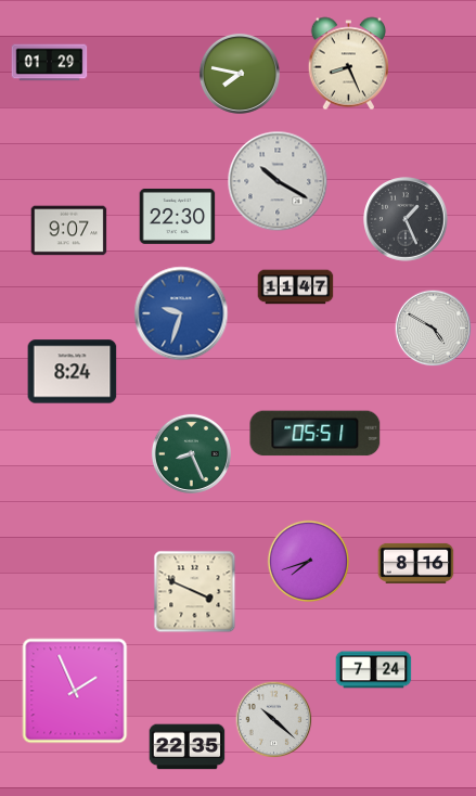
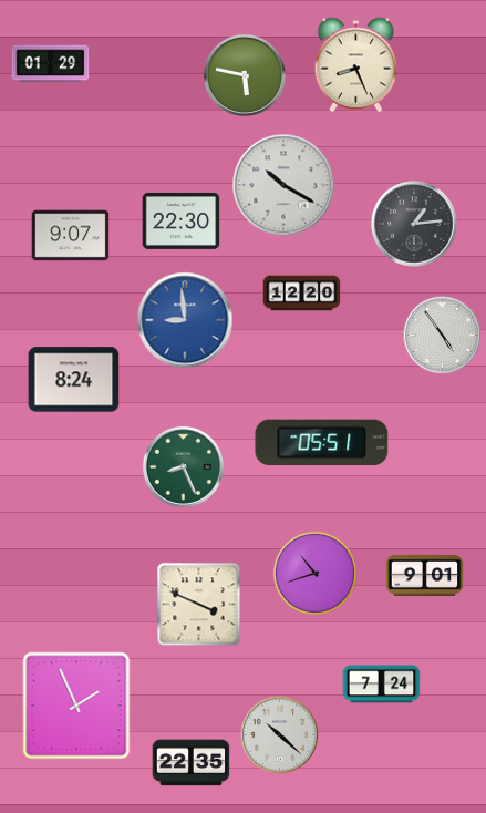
clock at (240, 74): 7:47 -> 5:47
clock at (406, 219): 1:26 -> 1:14
clock at (296, 287): 11:47 -> 12:20
clock at (181, 313): 9:33 -> 8:59
clock at (434, 329): 4:50 -> 4:54
clock at (191, 453) position: (191, 453) -> (183, 466)
clock at (309, 562): 7:42 -> 10:42
clock at (416, 563): 8:16 -> 9:01
